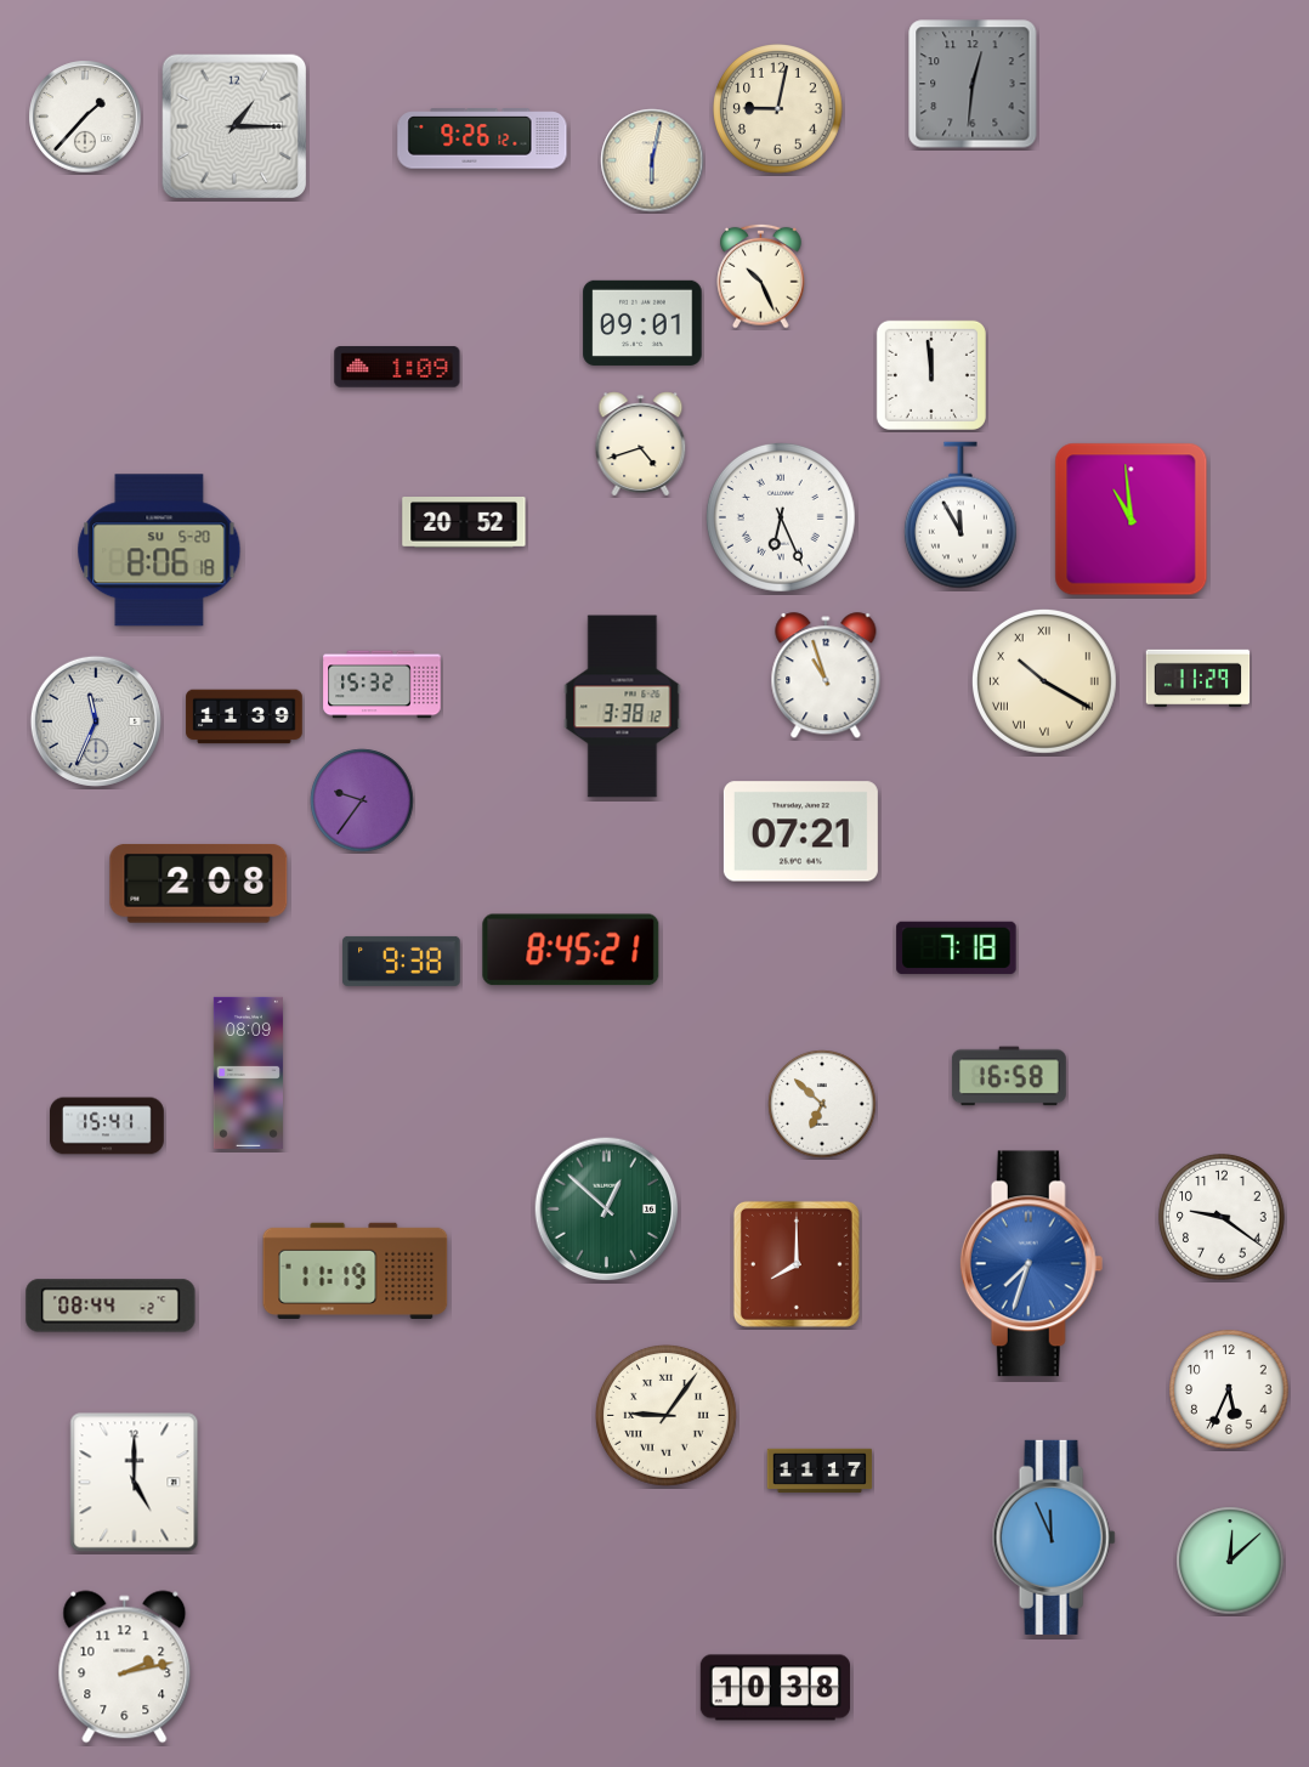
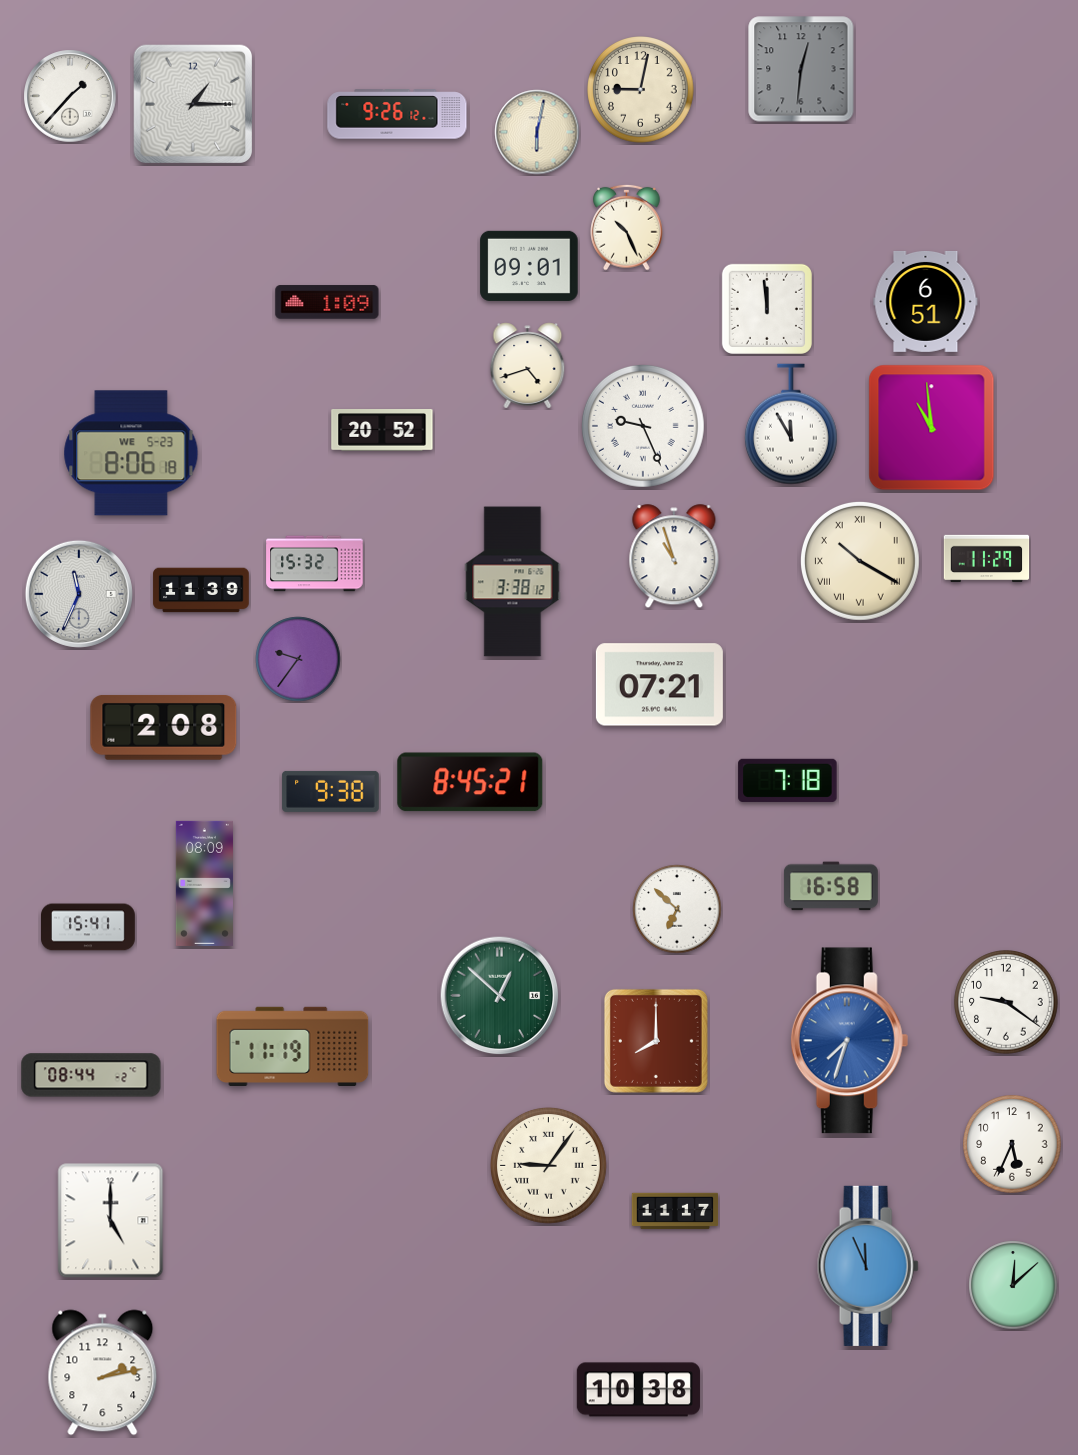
clock at (926, 301): none -> 6:51
clock at (781, 517): 6:26 -> 9:26
clock at (159, 550) date: SU 5-20 -> WE 5-23
clock at (826, 676) position: (826, 676) -> (674, 557)
